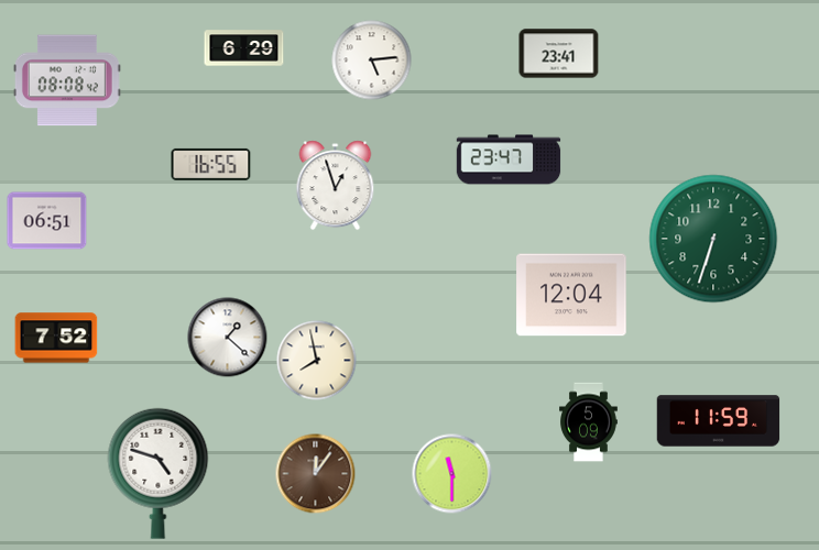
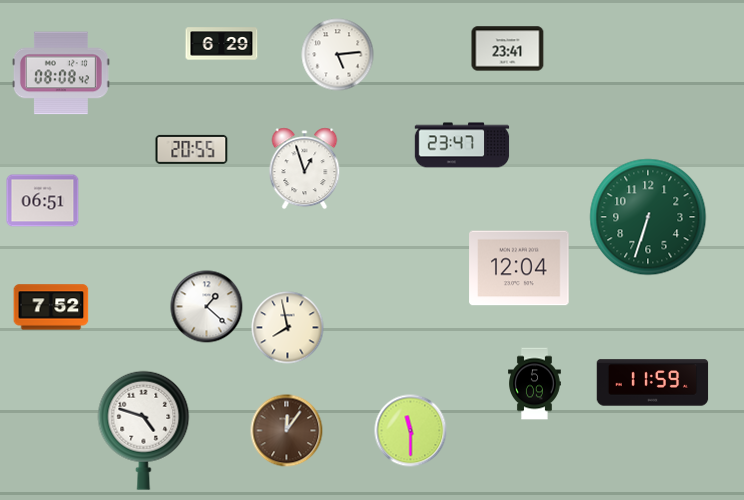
clock at (211, 164): 16:55 -> 20:55
